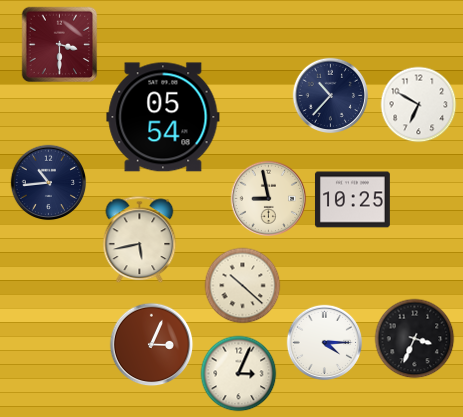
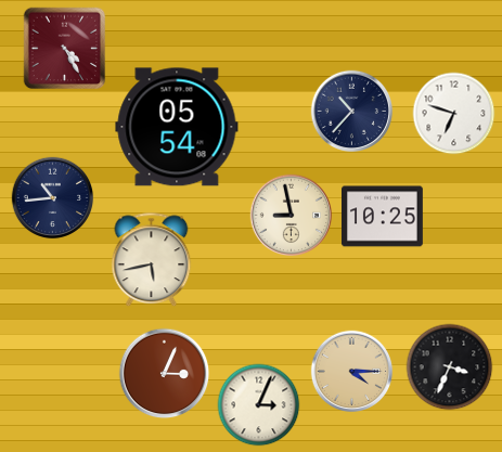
clock at (60, 45): 3:30 -> 4:25
clock at (331, 96) position: (331, 96) -> (352, 112)
clock at (419, 105): 6:50 -> 6:48
clock at (243, 286): 10:22 -> none
clock at (325, 343) dial: white -> champagne
